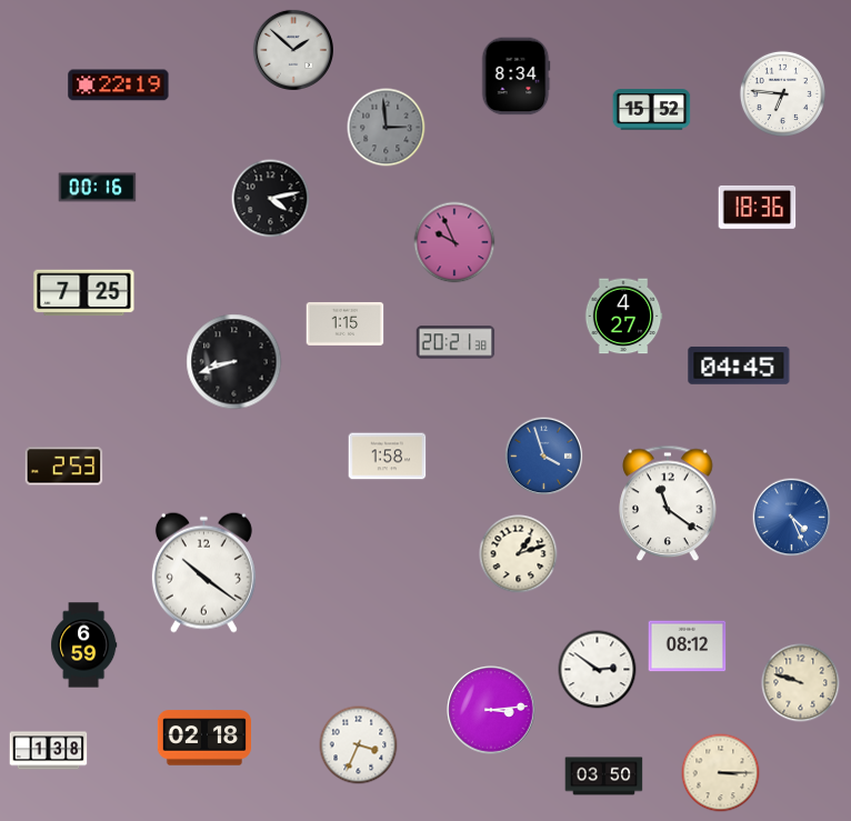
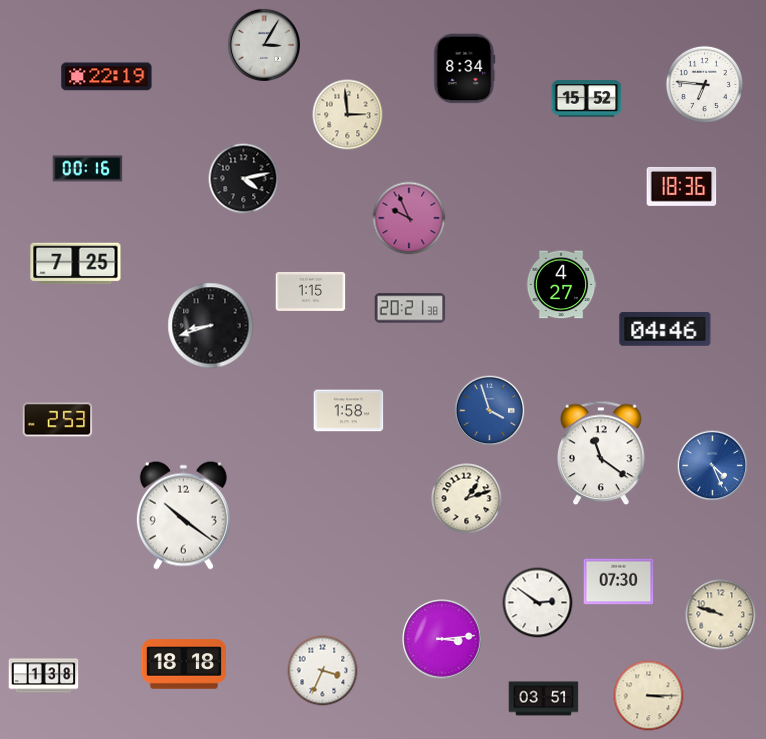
clock at (292, 49): 1:52 -> 3:05
clock at (387, 128) dial: grey -> cream
clock at (739, 366): 04:45 -> 04:46
clock at (84, 645): 6:59 -> none
clock at (688, 647): 08:12 -> 07:30
clock at (203, 738): 02:18 -> 18:18
clock at (604, 777): 03:50 -> 03:51
